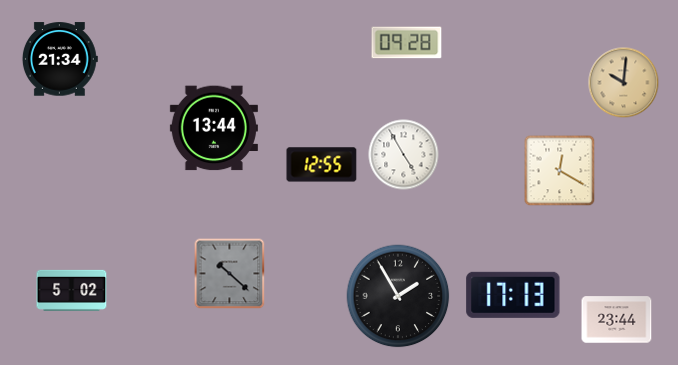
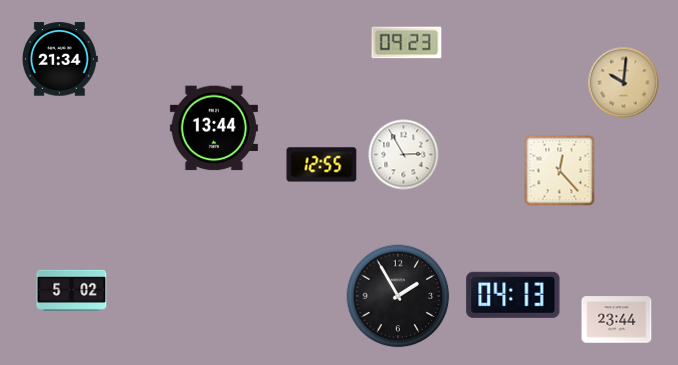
clock at (407, 43): 09:28 -> 09:23
clock at (404, 155): 4:55 -> 2:55
clock at (560, 171): 12:20 -> 12:23
clock at (230, 274): 10:22 -> none
clock at (513, 295): 17:13 -> 04:13
